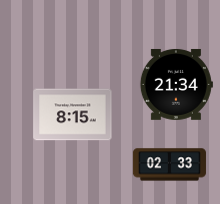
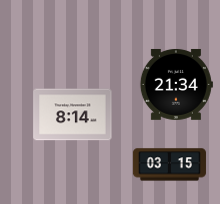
clock at (73, 115): 8:15 -> 8:14
clock at (169, 165): 02:33 -> 03:15
